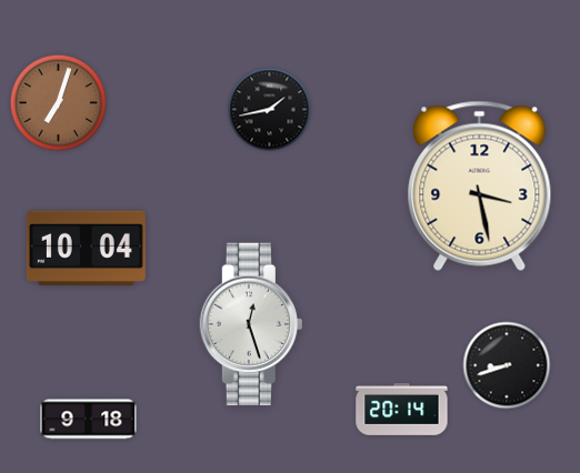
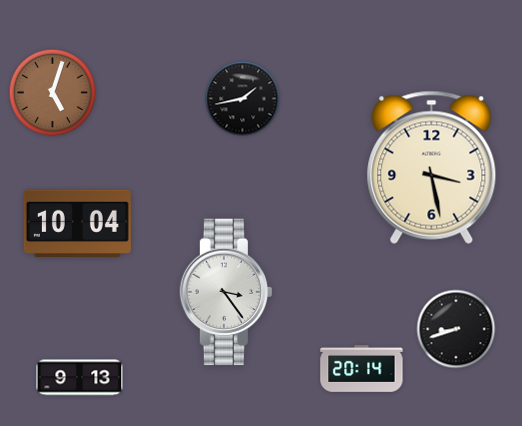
clock at (59, 103): 7:03 -> 5:03
clock at (250, 324): 12:27 -> 3:24
clock at (89, 420): 9:18 -> 9:13
